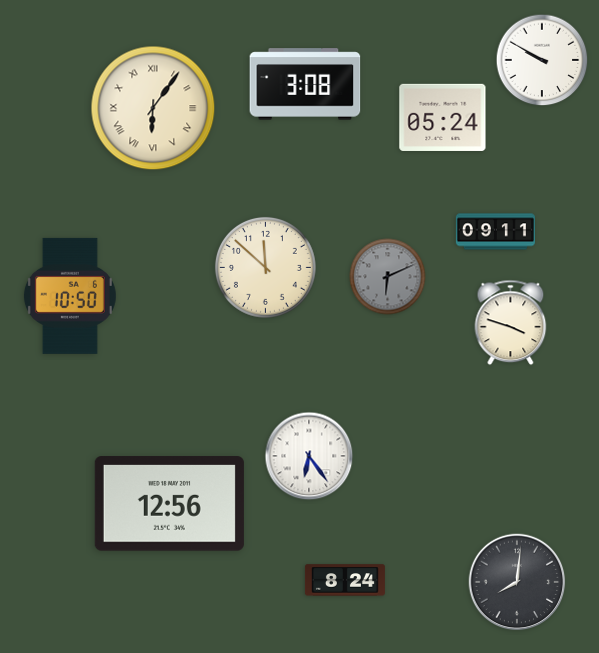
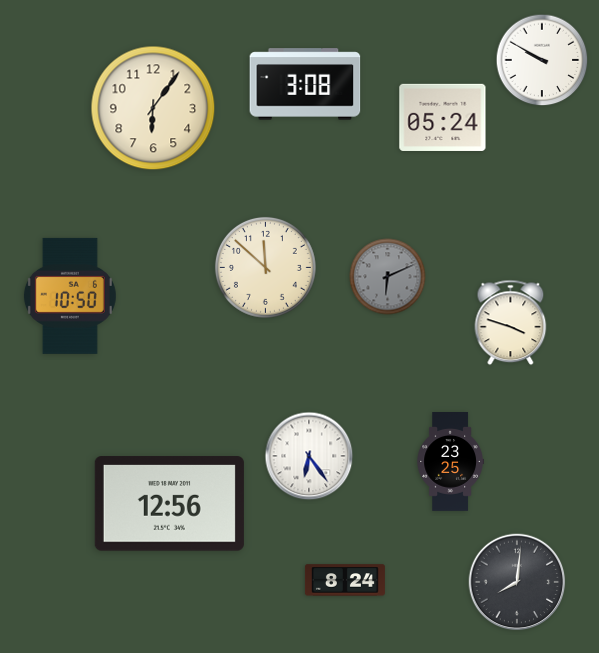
clock at (153, 108) numerals: Roman -> Arabic
clock at (495, 232): 09:11 -> none
clock at (450, 462): none -> 23:25
